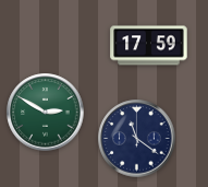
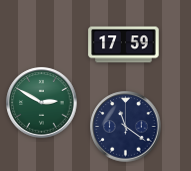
clock at (149, 46) position: (149, 46) -> (124, 45)
